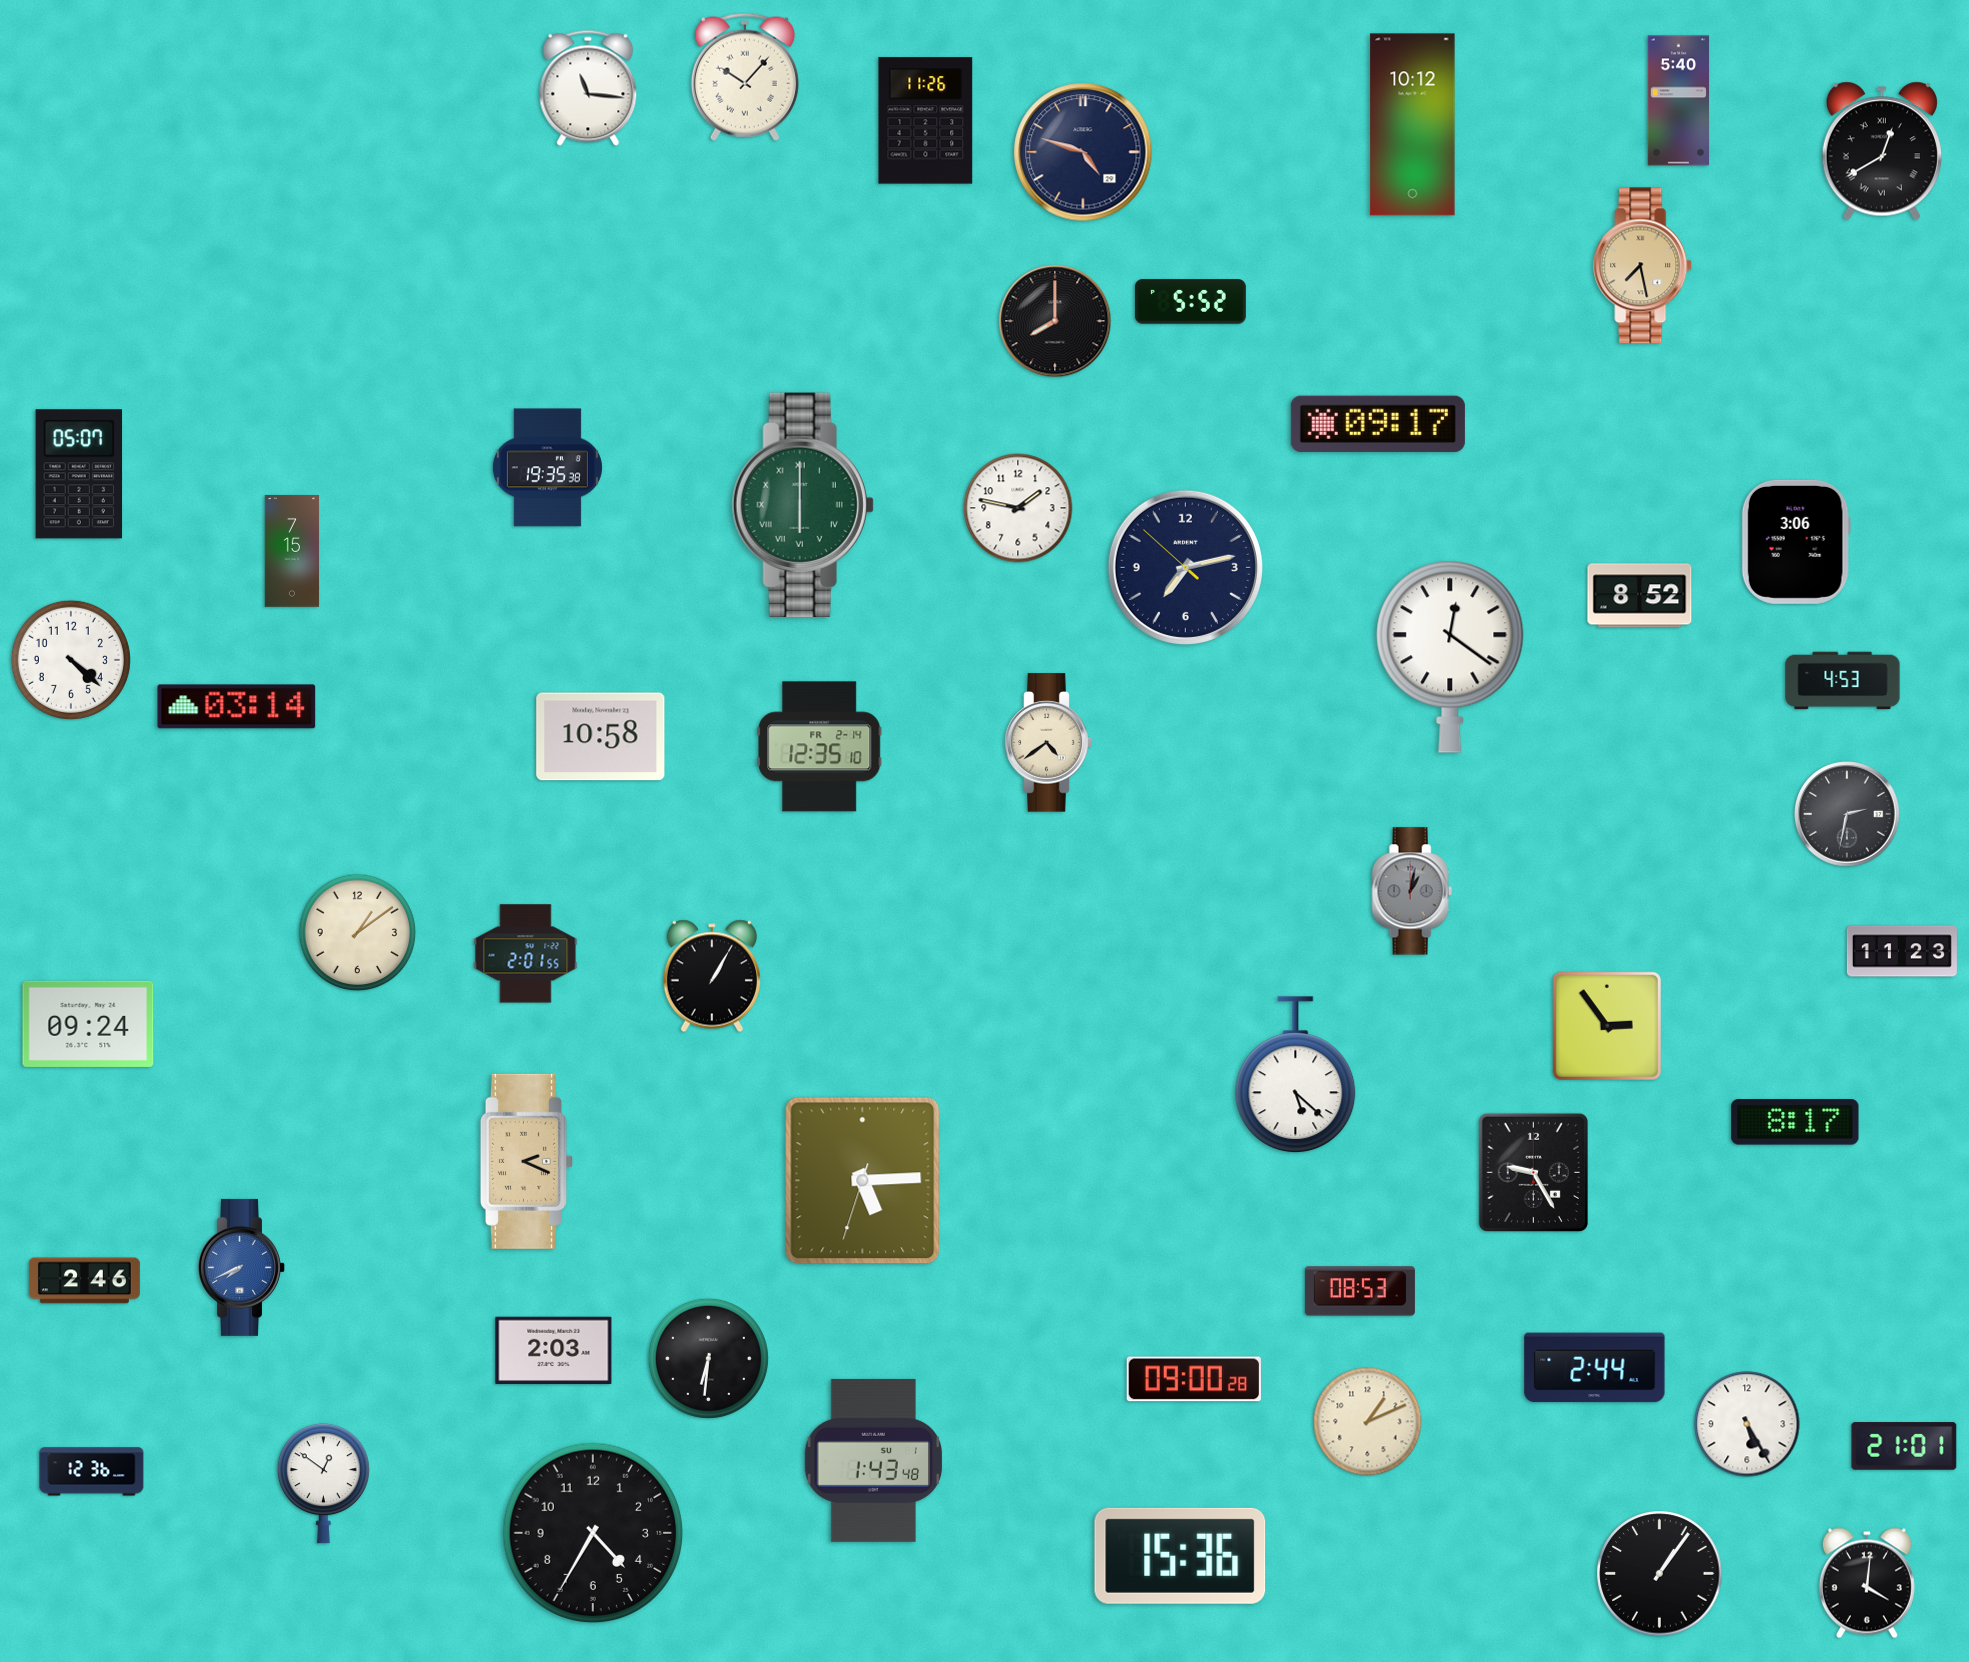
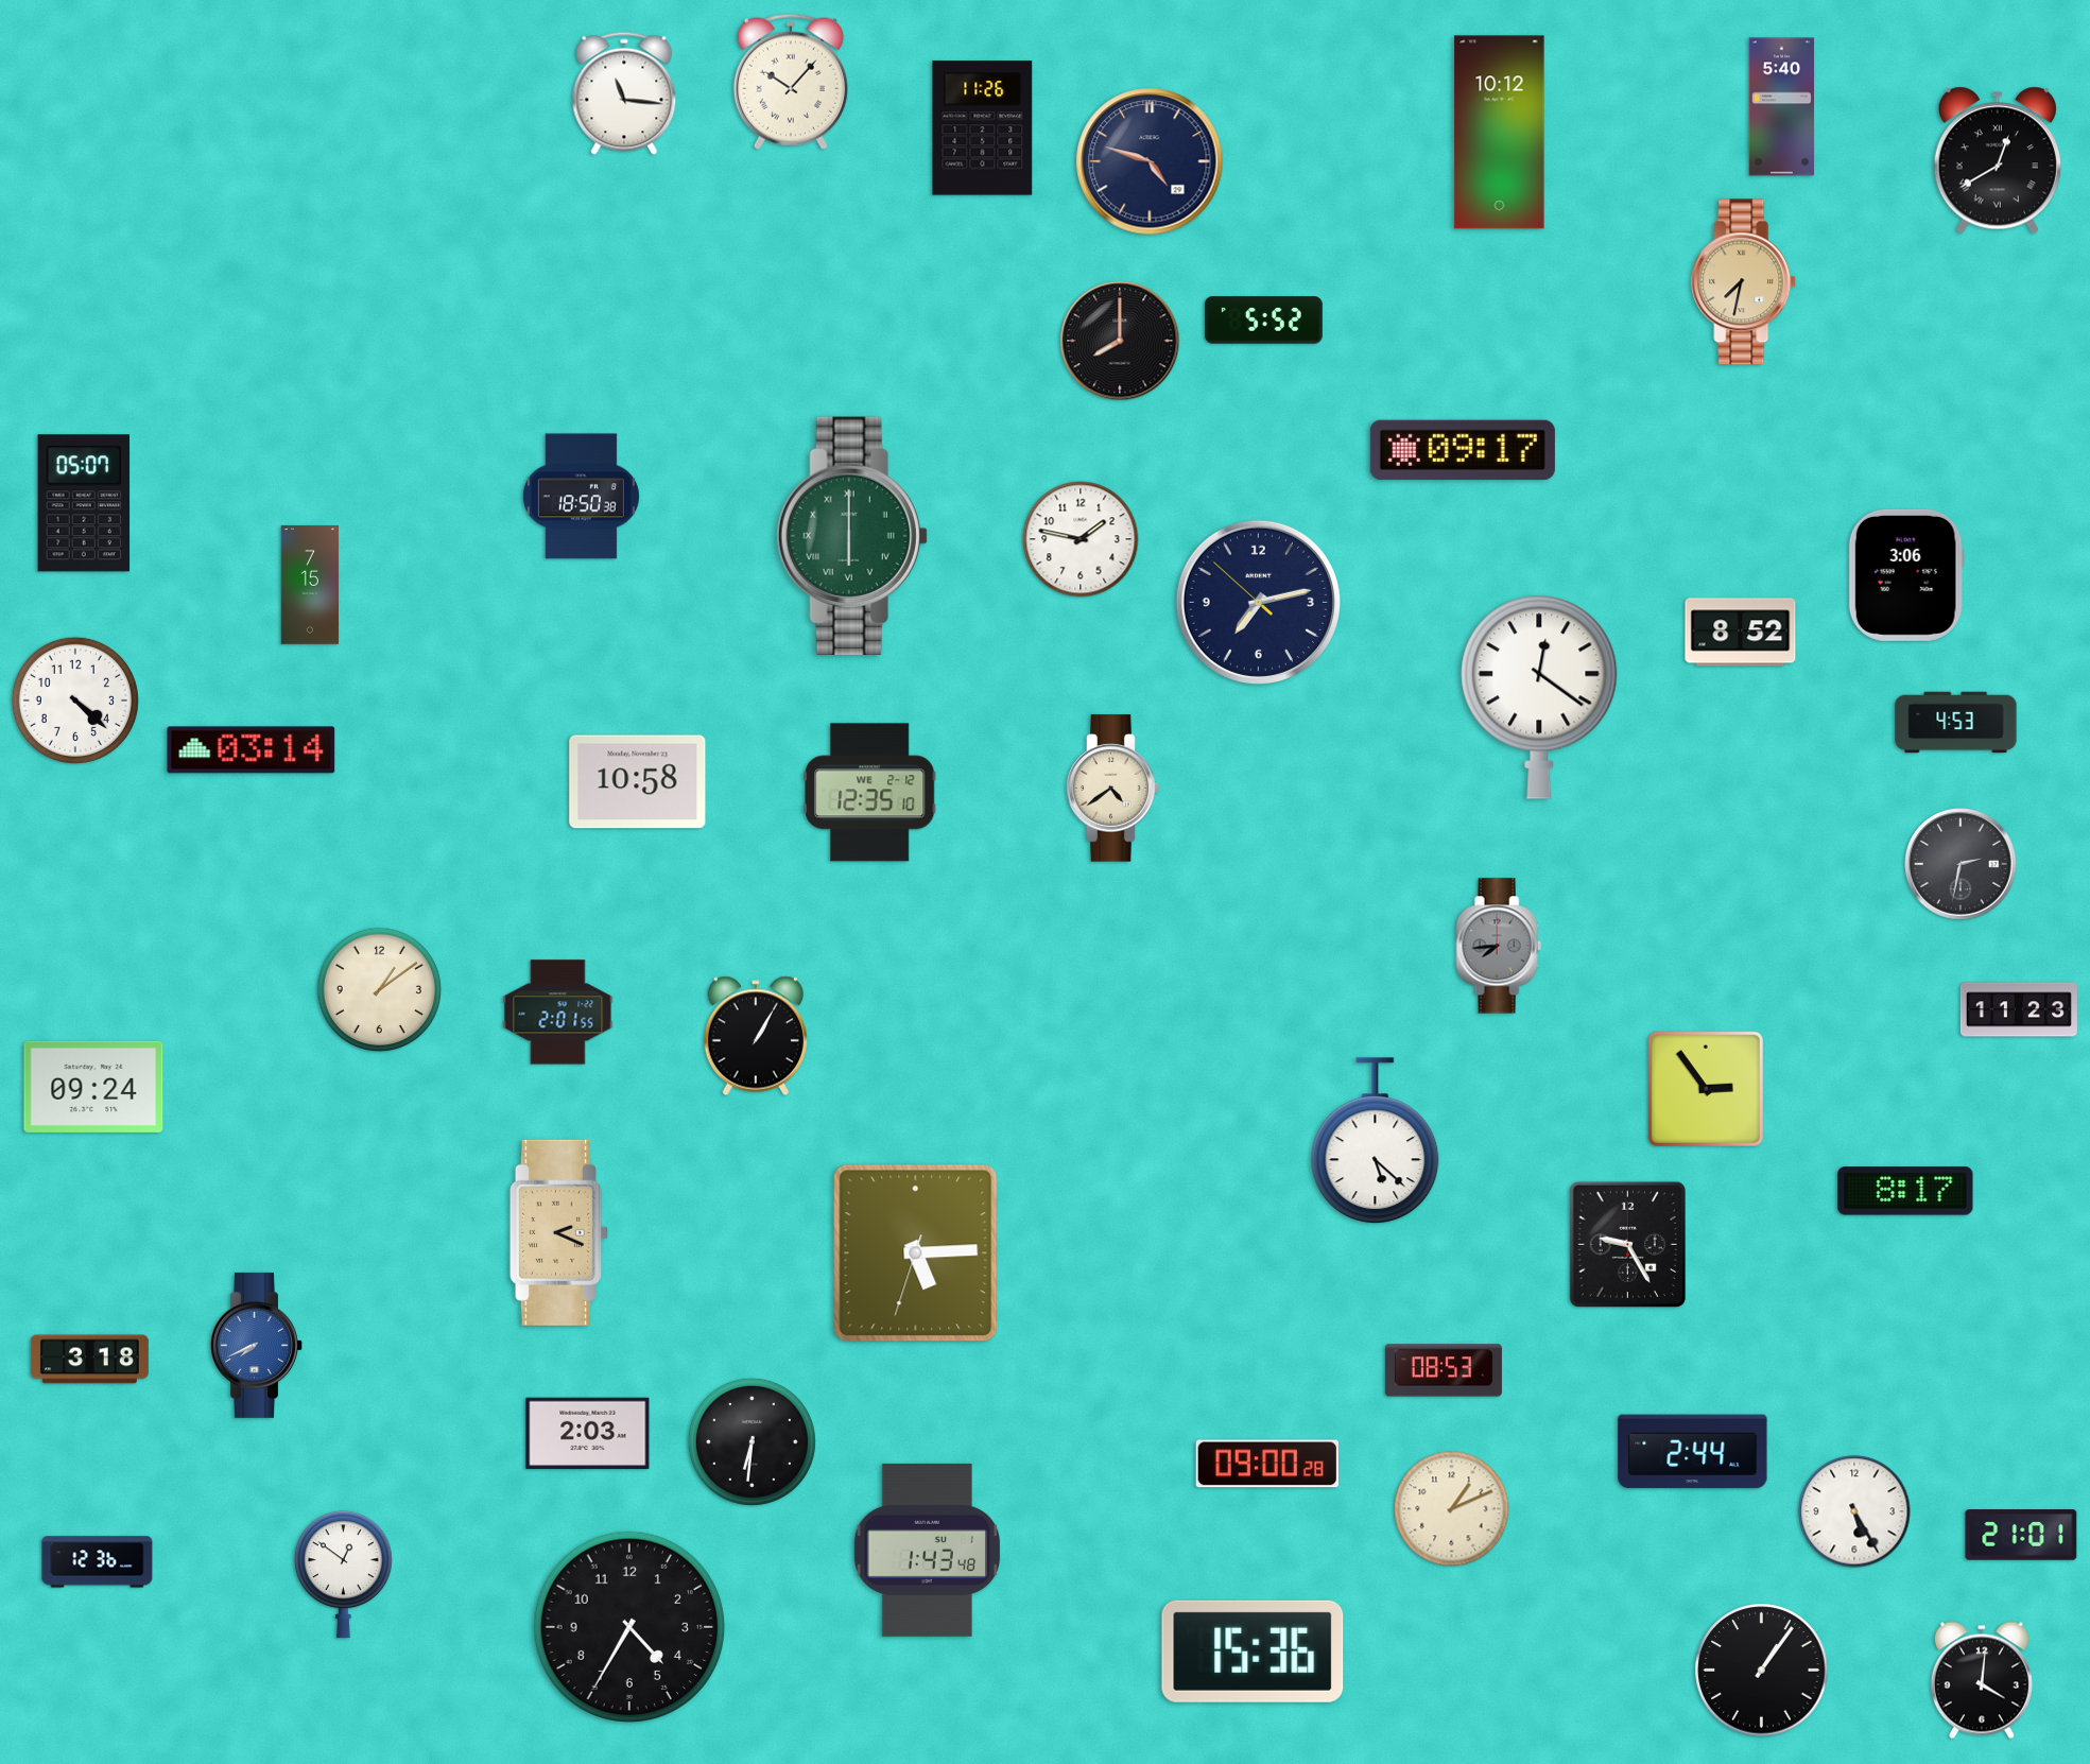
clock at (1643, 266): 7:28 -> 7:32
clock at (547, 468): 19:35 -> 18:50
clock at (820, 747) date: FR 2-14 -> WE 2-12
clock at (1412, 891): 1:02 -> 7:44
clock at (84, 1281): 2:46 -> 3:18
